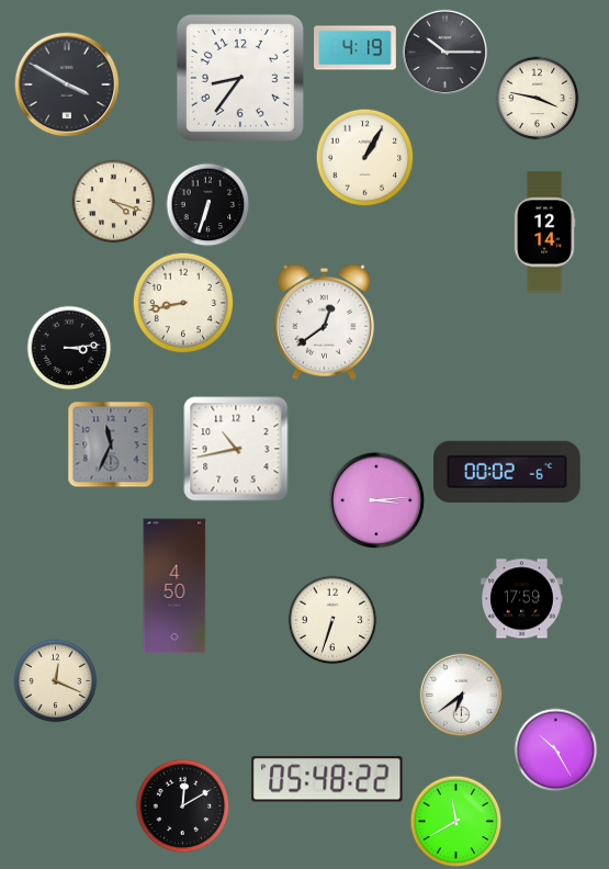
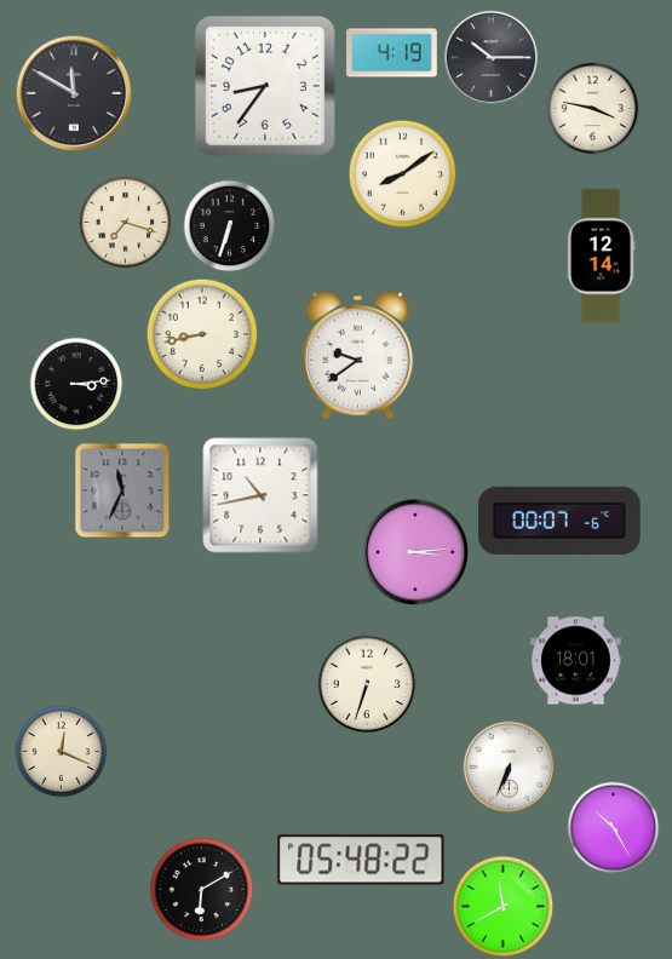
clock at (67, 84): 3:50 -> 11:50
clock at (365, 158): 1:05 -> 8:09
clock at (114, 202): 4:18 -> 7:18
clock at (324, 321): 12:39 -> 9:39
clock at (508, 472): 00:02 -> 00:07
clock at (174, 586): 4:50 -> none
clock at (522, 599): 17:59 -> 18:01
clock at (461, 695): 6:39 -> 6:34
clock at (183, 806): 12:10 -> 6:10
